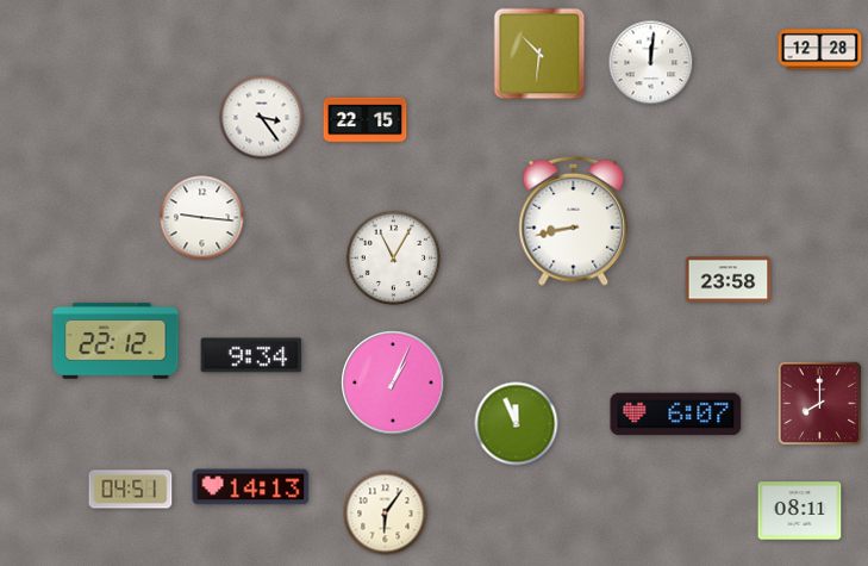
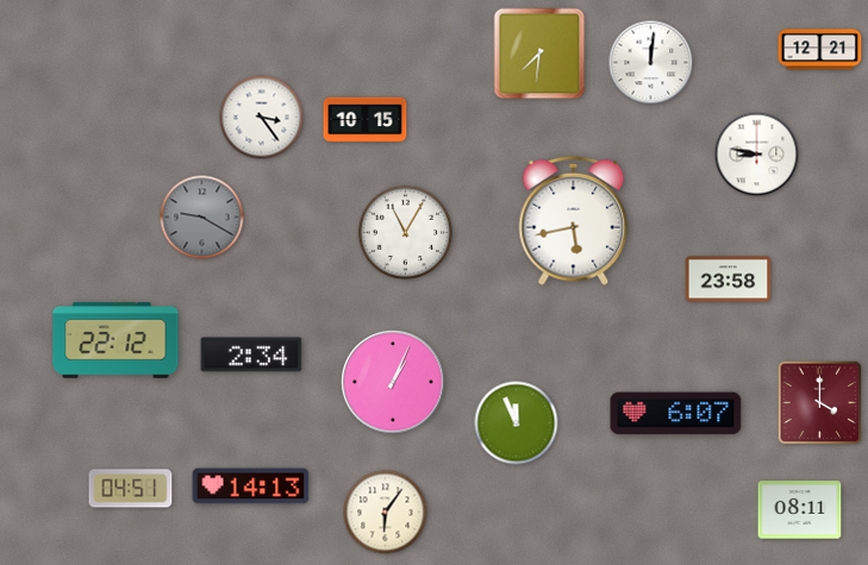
clock at (820, 50): 12:28 -> 12:21
clock at (539, 54): 10:31 -> 7:31
clock at (366, 120): 22:15 -> 10:15
clock at (757, 155): none -> 8:47
clock at (202, 218): 9:16 -> 9:20
clock at (202, 218) dial: white -> grey
clock at (574, 220): 8:43 -> 5:43
clock at (394, 259) position: (394, 259) -> (406, 233)
clock at (251, 355): 9:34 -> 2:34
clock at (820, 404): 8:00 -> 4:00
